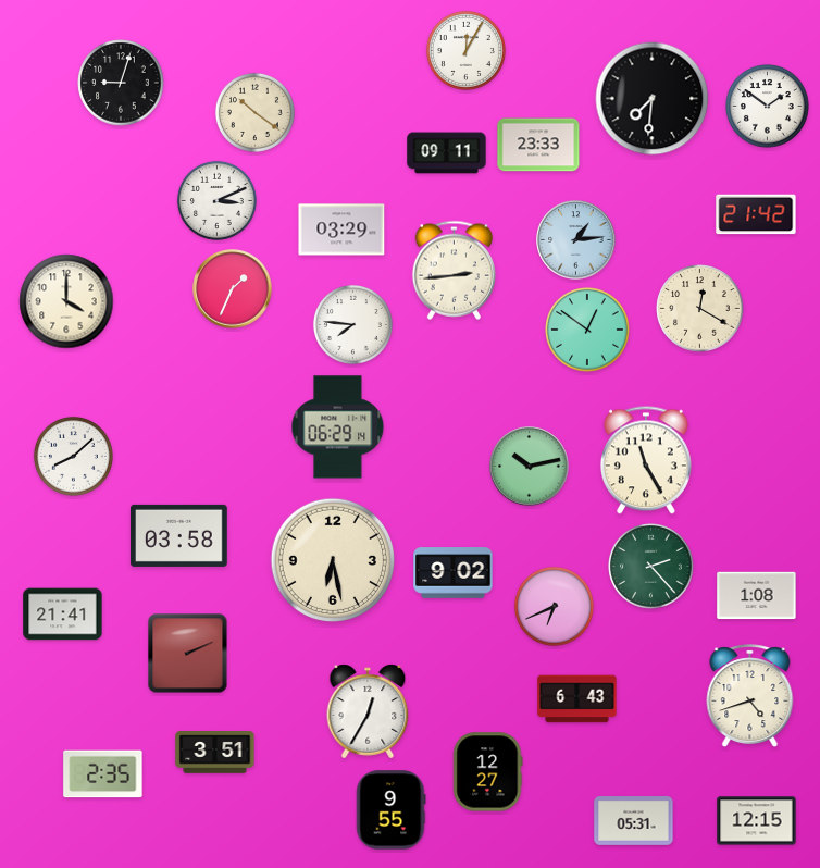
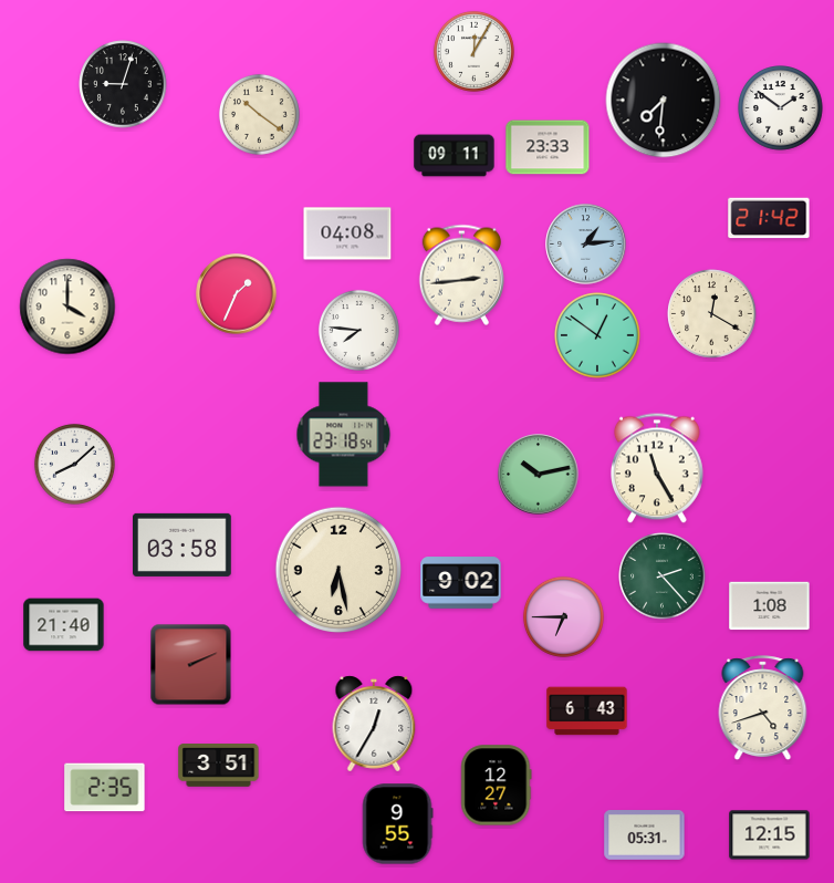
clock at (216, 200): 3:11 -> none
clock at (341, 230): 03:29 -> 04:08
clock at (338, 427): 06:29 -> 23:18
clock at (554, 606): 6:41 -> 6:45
clock at (63, 615): 21:41 -> 21:40
